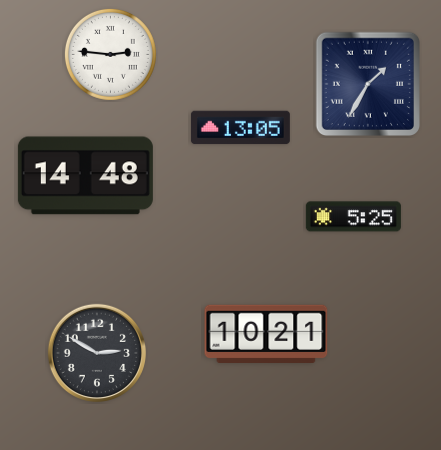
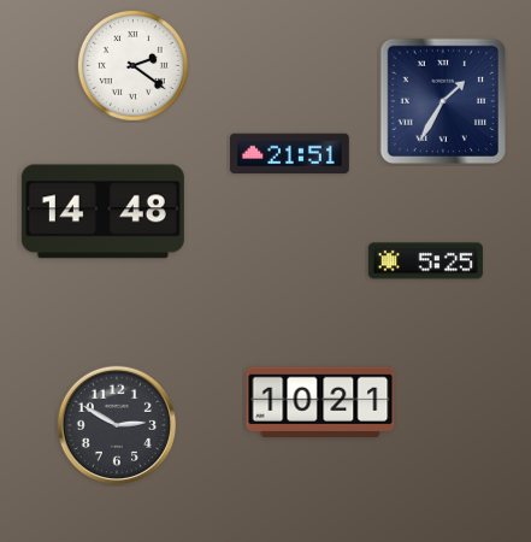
clock at (110, 54): 2:46 -> 2:21
clock at (240, 128): 13:05 -> 21:51
